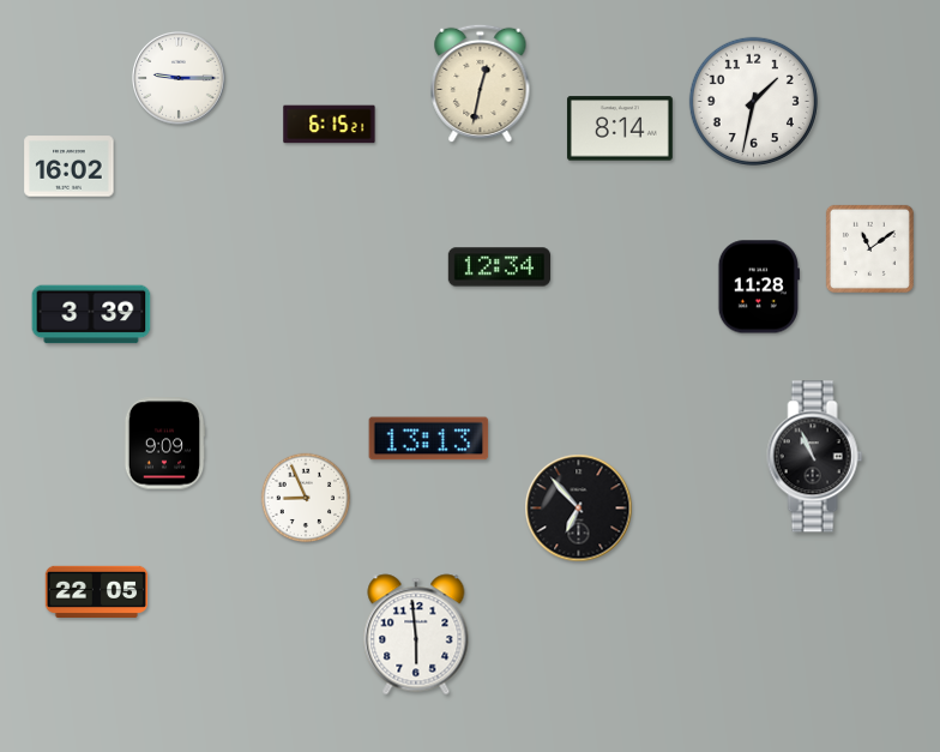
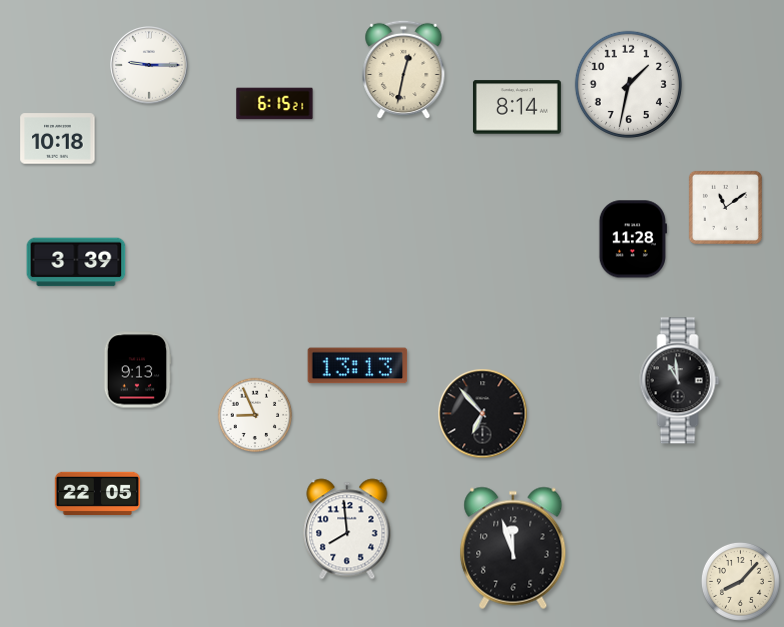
clock at (481, 84) position: (481, 84) -> (404, 70)
clock at (70, 167): 16:02 -> 10:18
clock at (500, 267): 12:34 -> none
clock at (164, 444): 9:09 -> 9:13
clock at (815, 457): 10:56 -> 10:59
clock at (579, 509) position: (579, 509) -> (483, 414)
clock at (97, 592) position: (97, 592) -> (98, 494)
clock at (416, 634): 5:59 -> 7:59
clock at (513, 548): none -> 11:57
clock at (740, 581): none -> 8:07
